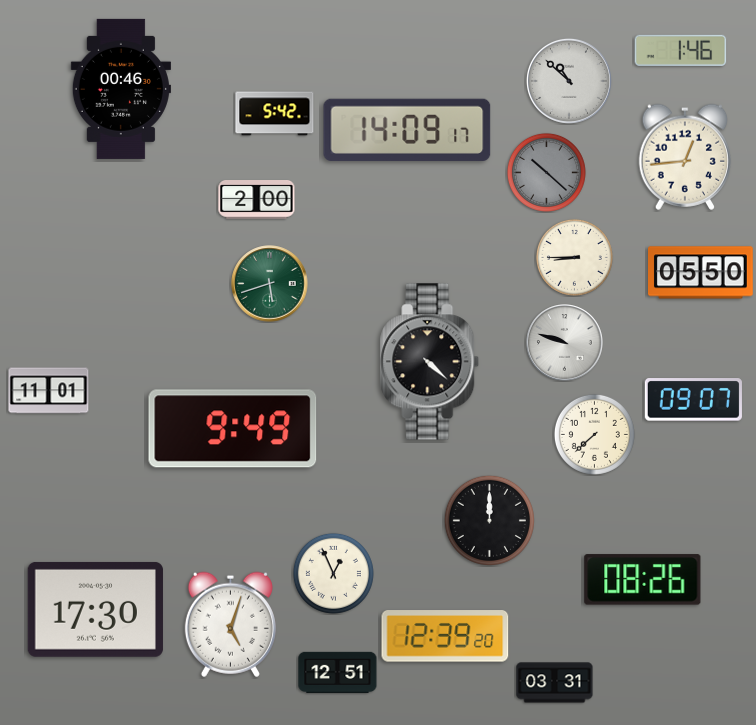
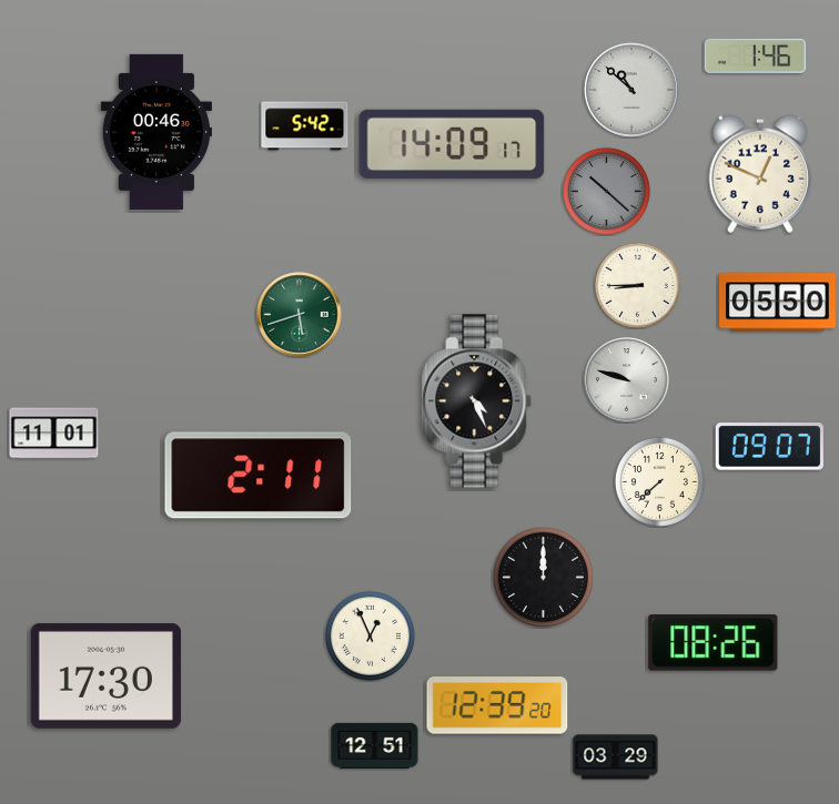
clock at (121, 89) position: (121, 89) -> (156, 132)
clock at (685, 157): 12:44 -> 12:49
clock at (257, 200): 2:00 -> none
clock at (430, 362): 4:22 -> 4:26
clock at (693, 400) position: (693, 400) -> (769, 447)
clock at (233, 429): 9:49 -> 2:11
clock at (230, 624): 5:03 -> none
clock at (445, 636) position: (445, 636) -> (497, 705)
clock at (555, 683): 03:31 -> 03:29
